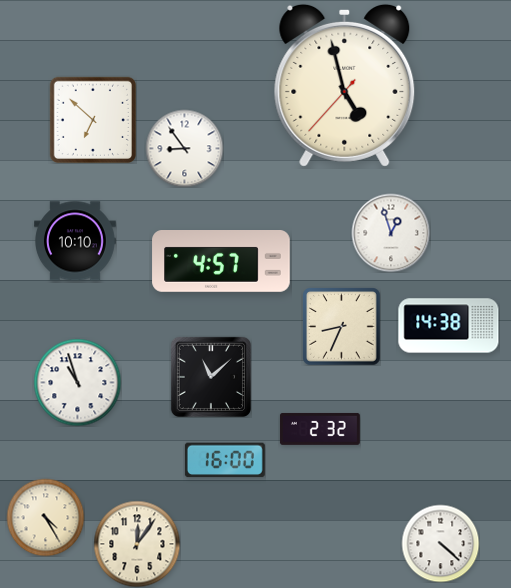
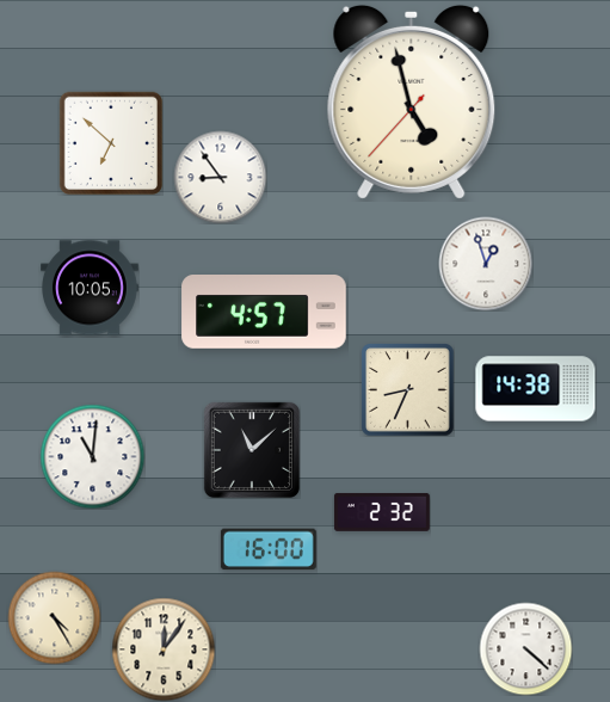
clock at (391, 233) position: (391, 233) -> (486, 264)
clock at (76, 241): 10:10 -> 10:05
clock at (77, 382): 10:57 -> 11:01
